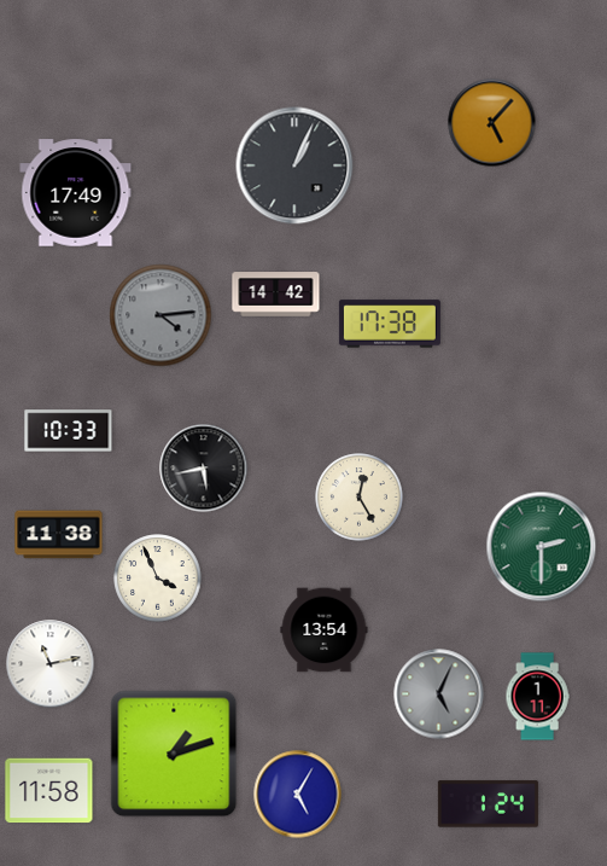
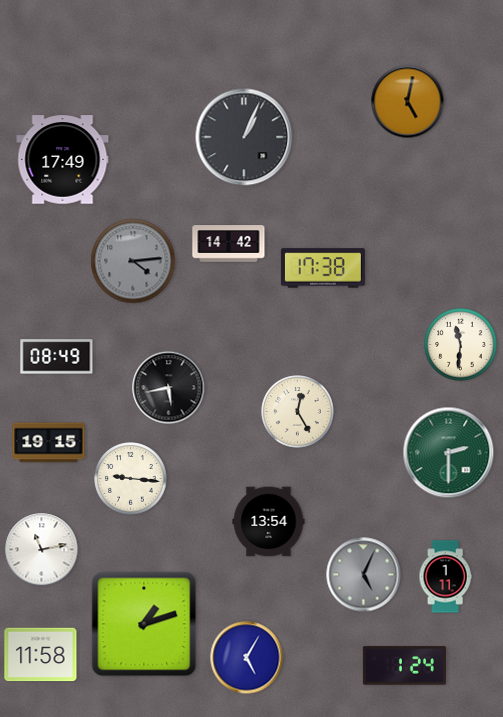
clock at (492, 123): 5:07 -> 5:02
clock at (461, 345): none -> 11:31
clock at (69, 431): 10:33 -> 08:49
clock at (59, 535): 11:38 -> 19:15
clock at (158, 579): 3:56 -> 9:16
